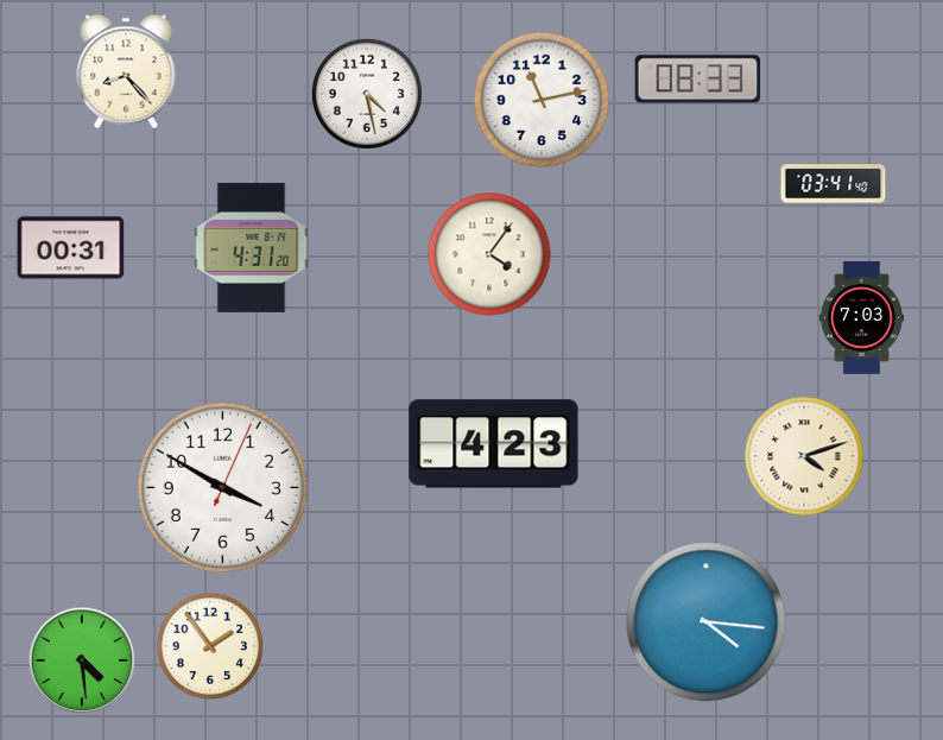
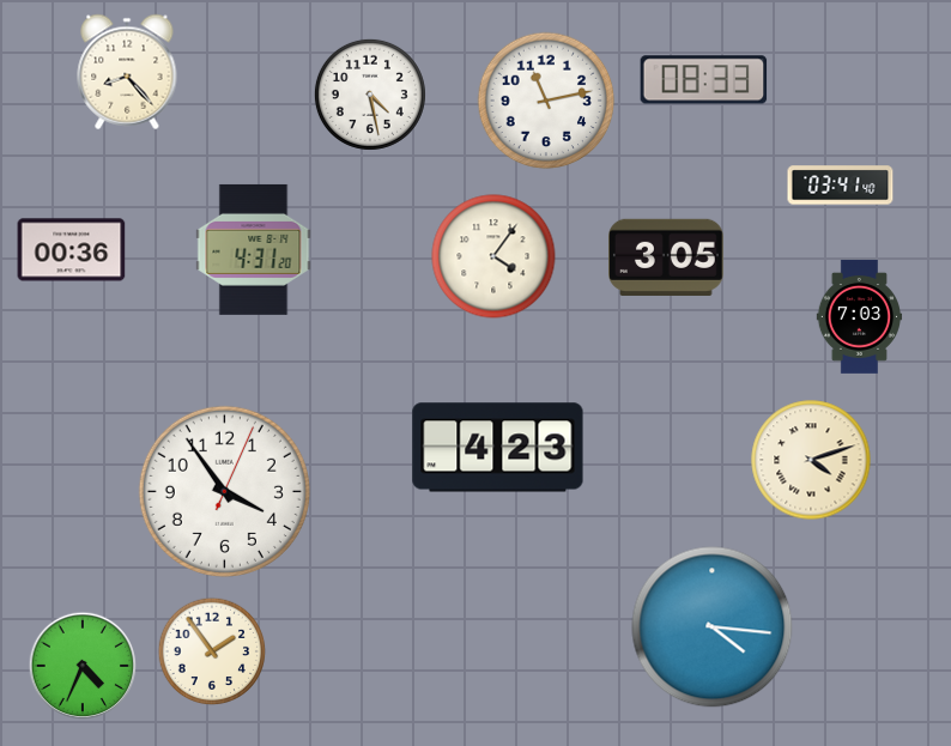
clock at (71, 248): 00:31 -> 00:36
clock at (667, 257): none -> 3:05
clock at (862, 317) position: (862, 317) -> (860, 316)
clock at (222, 487): 3:50 -> 3:54
clock at (82, 660): 4:29 -> 4:34
